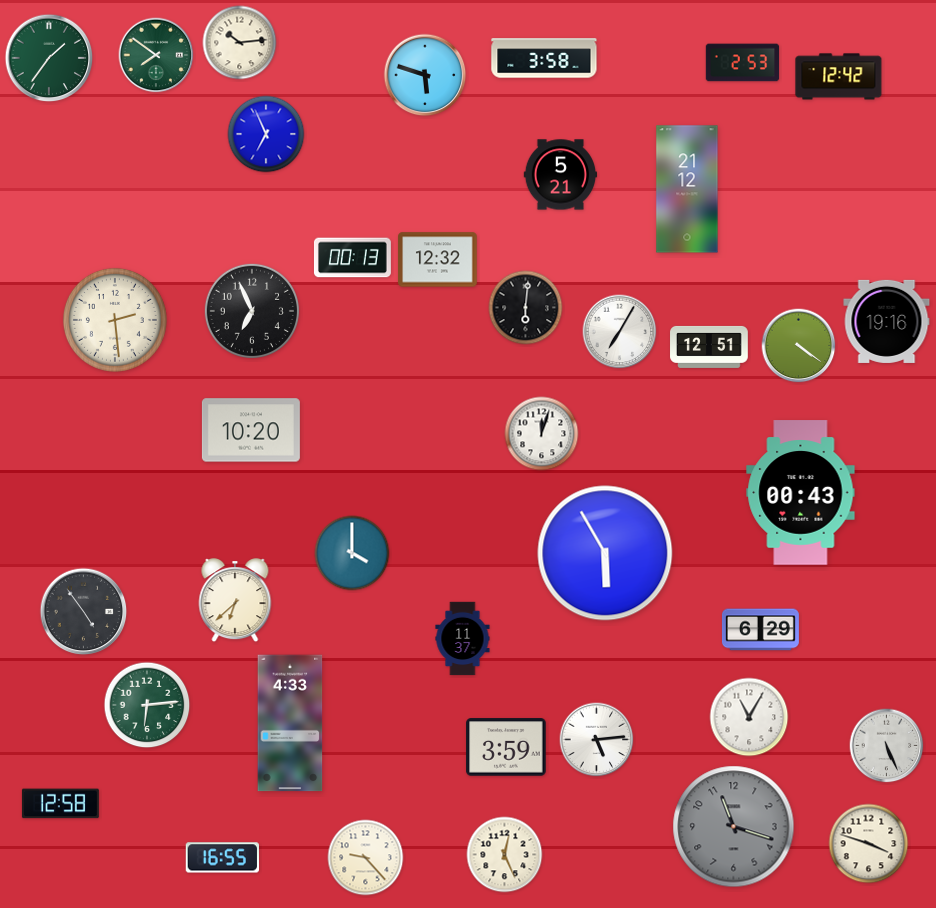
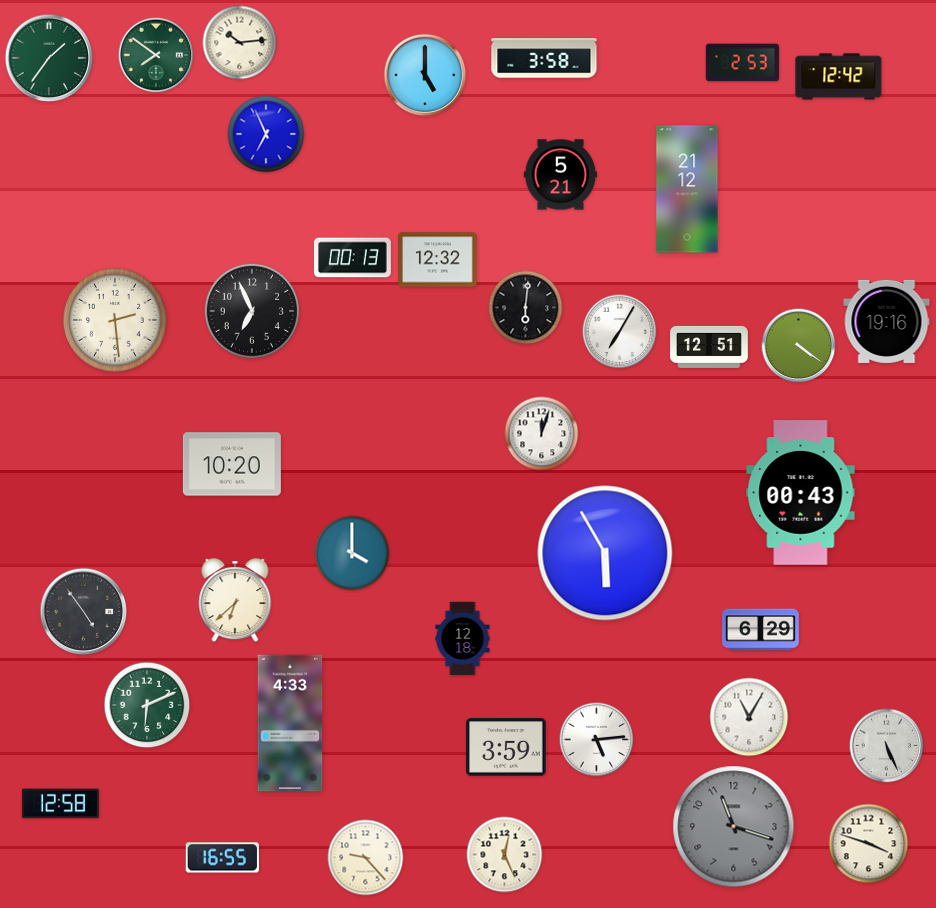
clock at (425, 75): 5:48 -> 5:00
clock at (251, 430) position: (251, 430) -> (232, 464)
clock at (463, 639): 11:37 -> 12:18
clock at (147, 705): 6:14 -> 6:11
